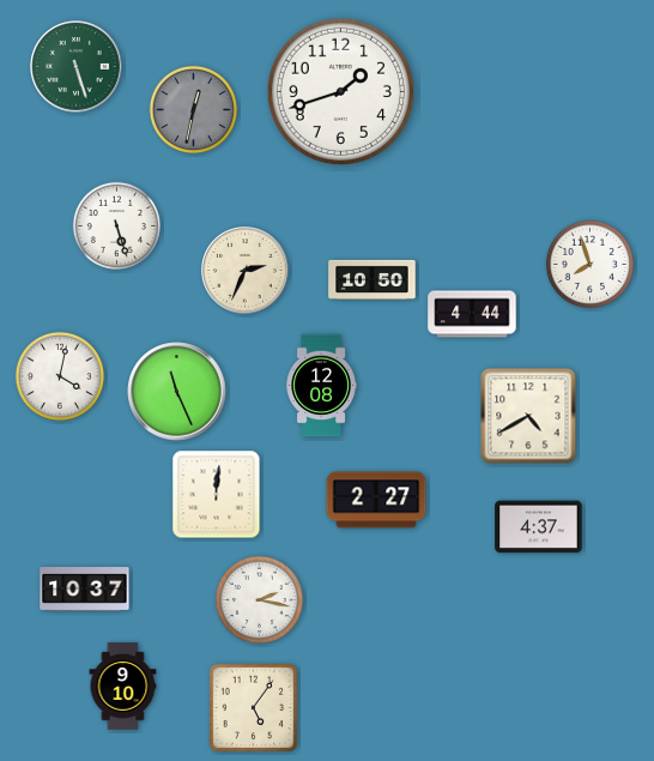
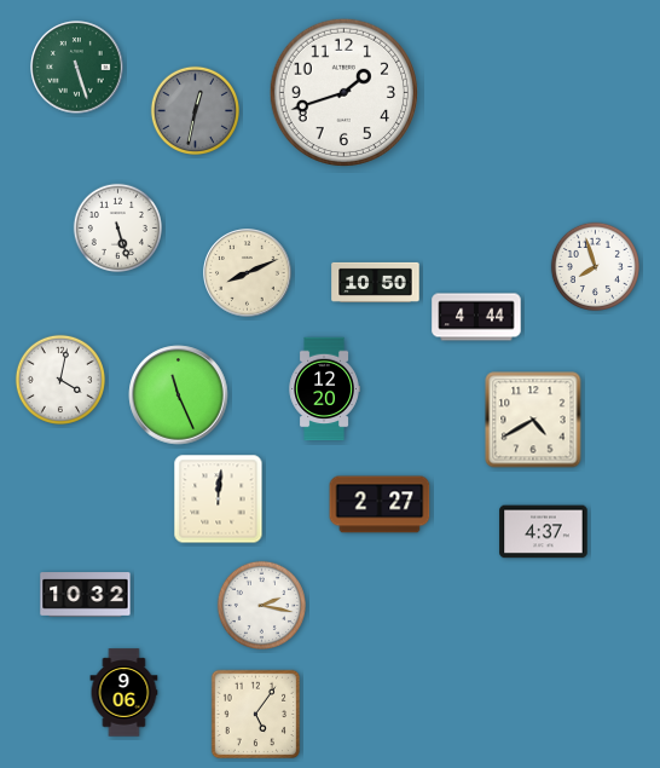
clock at (246, 271): 2:34 -> 8:11
clock at (321, 386): 12:08 -> 12:20
clock at (85, 590): 10:37 -> 10:32
clock at (123, 687): 9:10 -> 9:06
